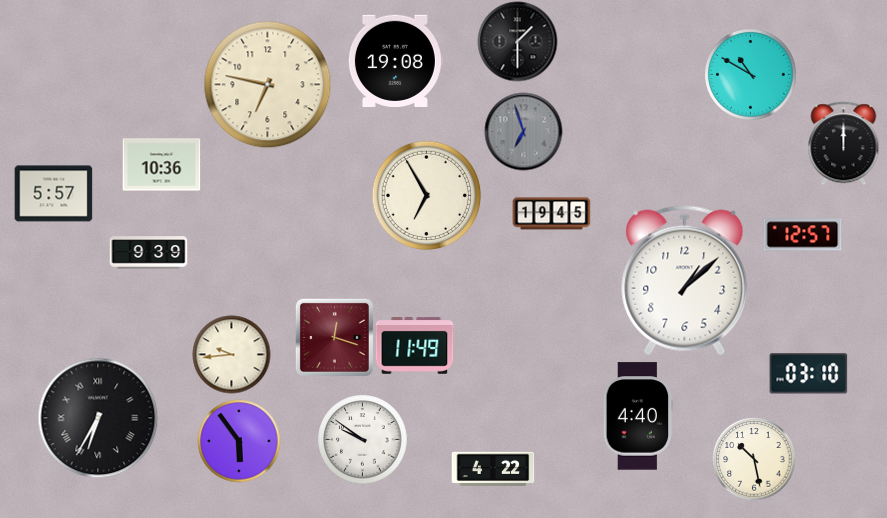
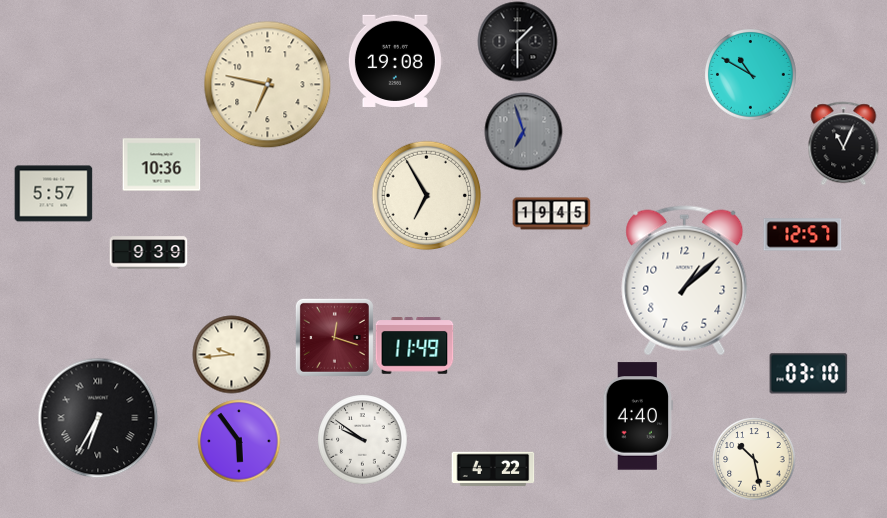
clock at (844, 143): 12:00 -> 11:04
